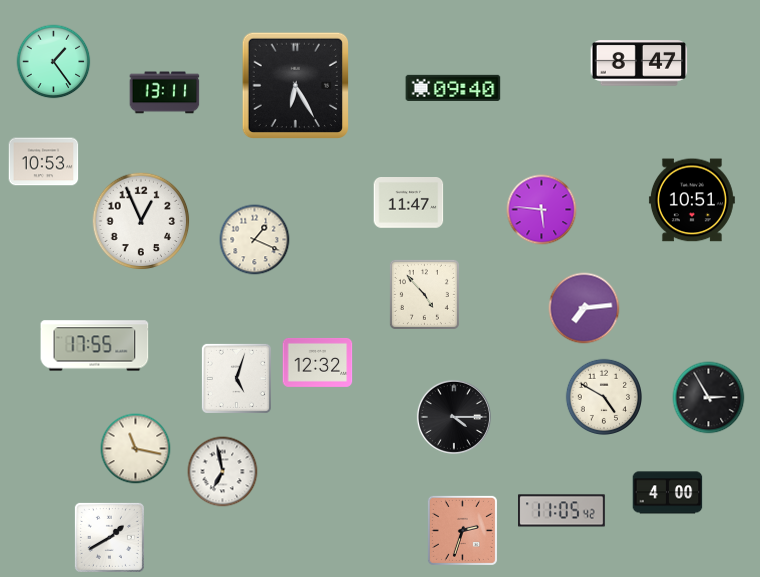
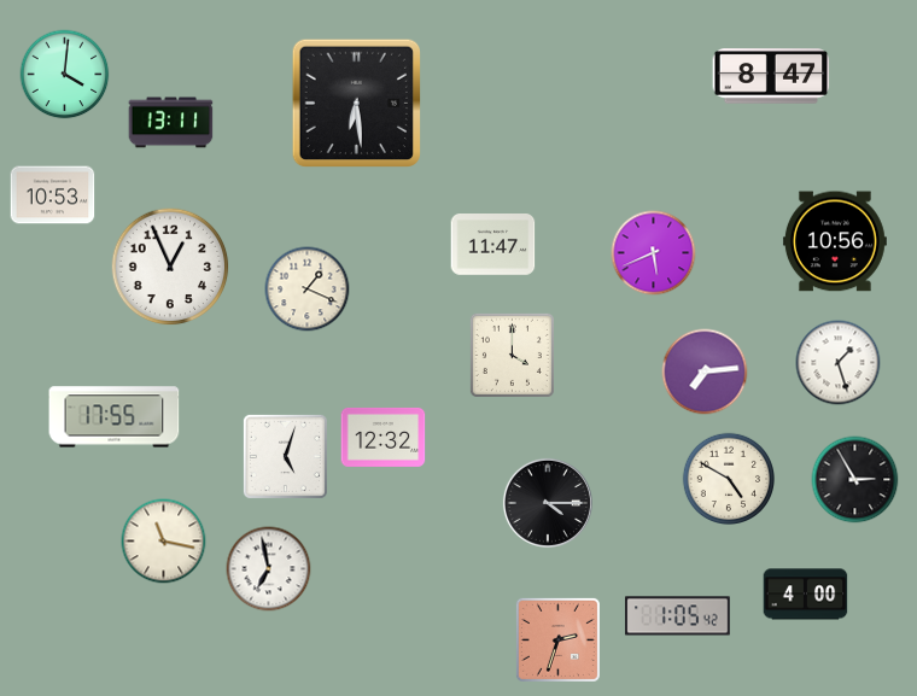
clock at (54, 62): 1:24 -> 4:01
clock at (295, 85): 6:25 -> 6:29
clock at (453, 88): 09:40 -> none
clock at (165, 93) position: (165, 93) -> (171, 123)
clock at (692, 200): 10:51 -> 10:56
clock at (542, 210): 5:46 -> 5:41
clock at (424, 294): 4:53 -> 4:00
clock at (839, 363): none -> 1:27
clock at (562, 511): 11:05 -> 1:05
clock at (109, 537): 1:40 -> none
